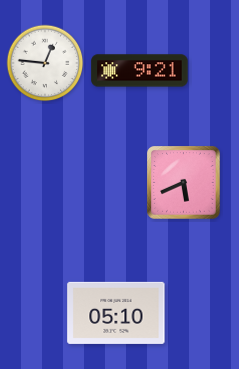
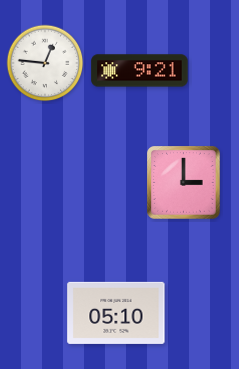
clock at (184, 183): 5:41 -> 3:00
